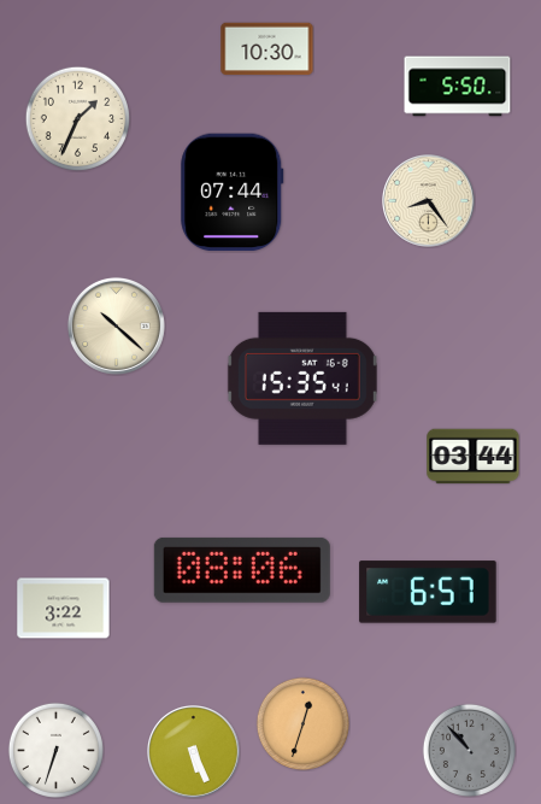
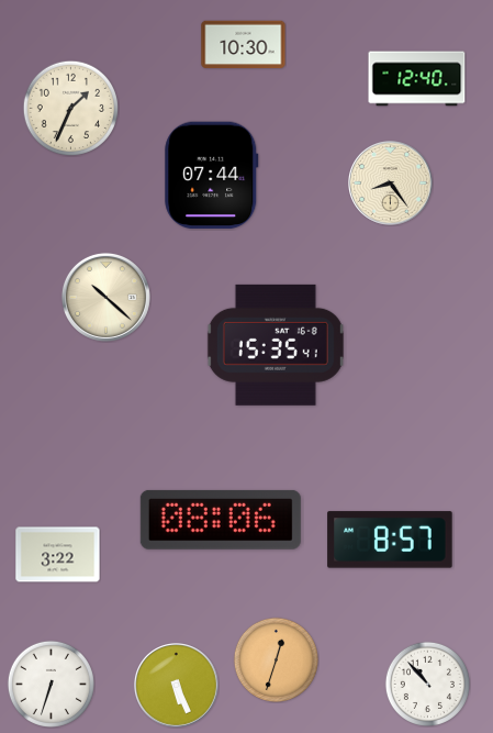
clock at (458, 87): 5:50 -> 12:40
clock at (474, 457): 03:44 -> none
clock at (428, 592): 6:57 -> 8:57
clock at (469, 750) dial: grey -> white
